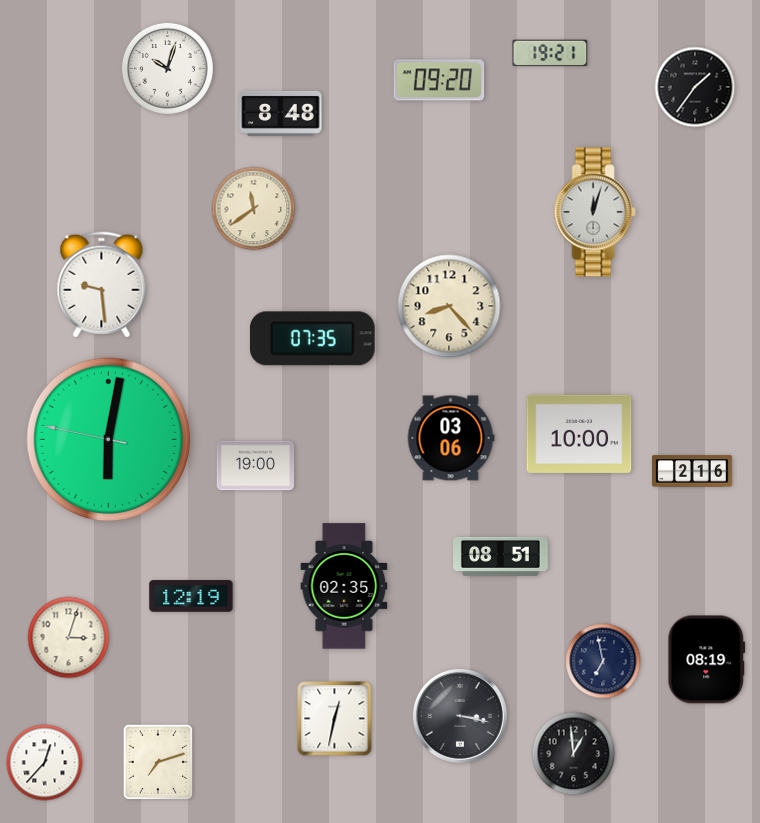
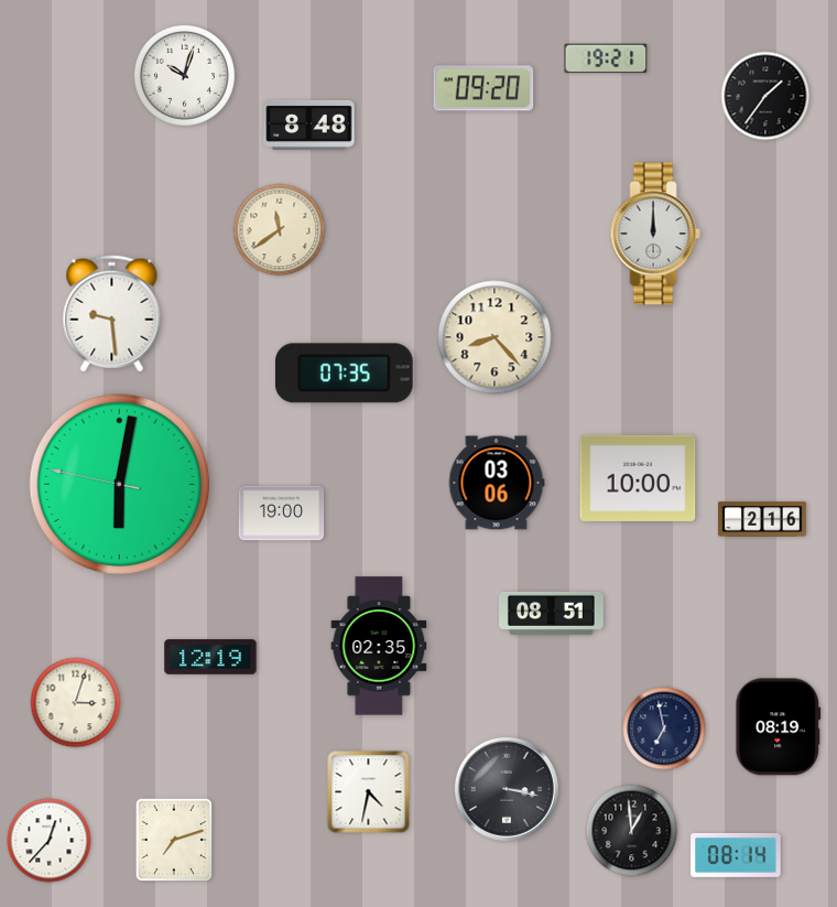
clock at (595, 212): 12:03 -> 12:00
clock at (335, 719): 12:32 -> 4:32
clock at (736, 855): none -> 08:14
